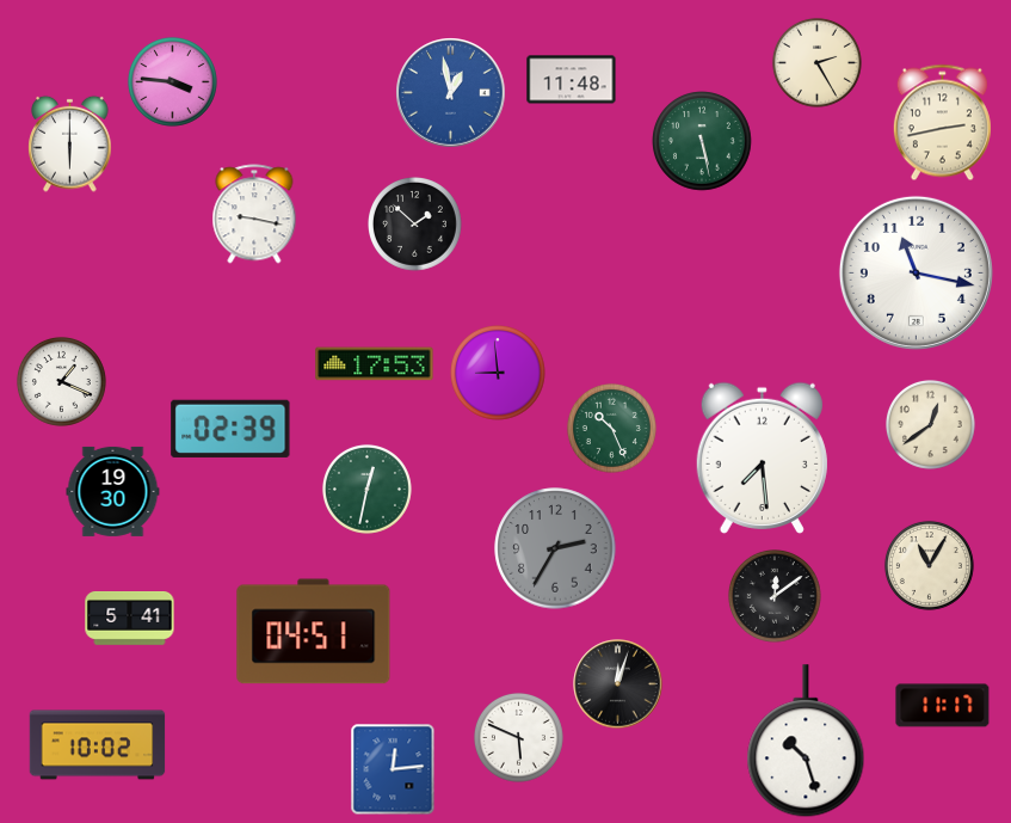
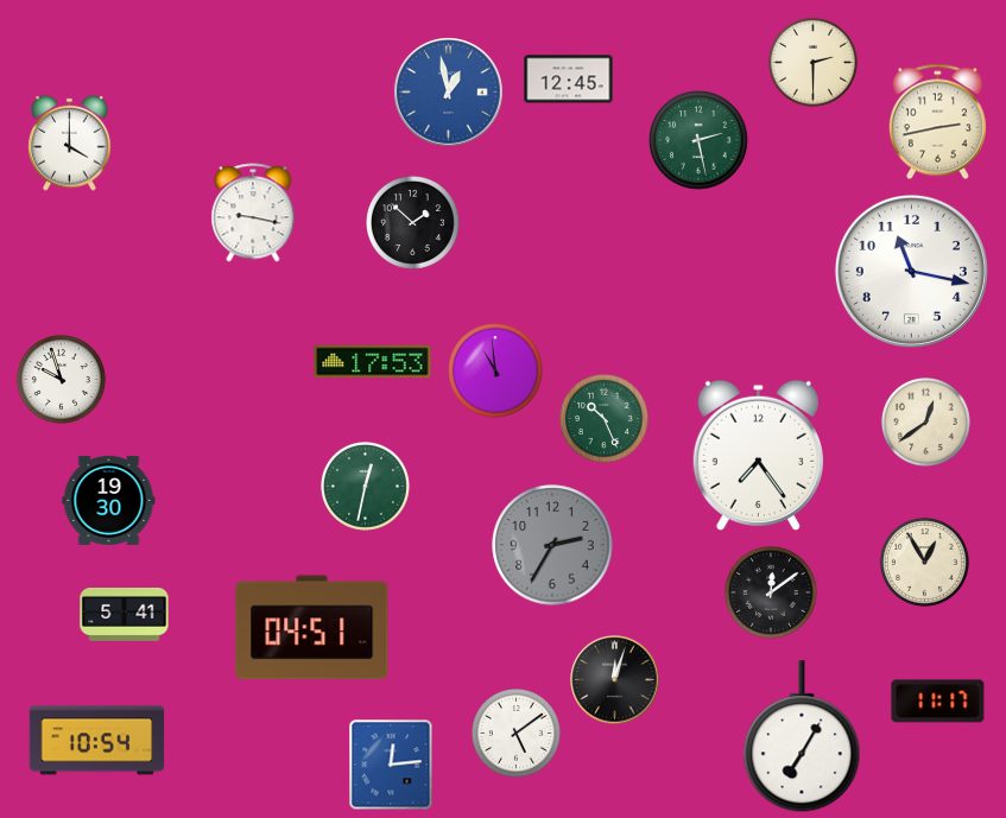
clock at (816, 62): 2:25 -> 2:30
clock at (572, 80): 11:48 -> 12:45
clock at (172, 81): 3:46 -> none
clock at (702, 141): 5:28 -> 2:28
clock at (70, 143): 6:00 -> 4:00
clock at (499, 374): 8:59 -> 10:59
clock at (61, 381): 1:19 -> 9:57
clock at (611, 428) position: (611, 428) -> (603, 418)
clock at (230, 429): 02:39 -> none
clock at (762, 457): 7:29 -> 7:24
clock at (113, 491) position: (113, 491) -> (109, 500)
clock at (929, 565): 11:05 -> 12:55
clock at (130, 619) position: (130, 619) -> (125, 615)
clock at (518, 737): 5:49 -> 5:09
clock at (806, 742): 10:27 -> 7:05
clock at (98, 745): 10:02 -> 10:54
